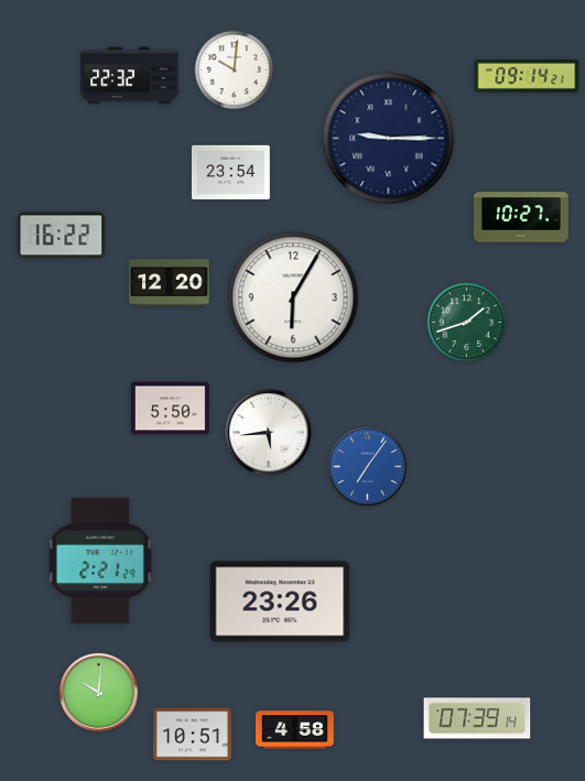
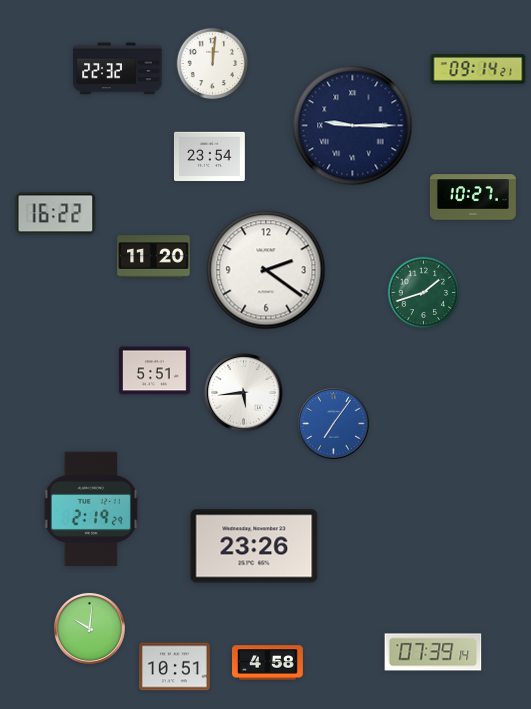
clock at (235, 70): 10:01 -> 12:01
clock at (170, 283): 12:20 -> 11:20
clock at (293, 297): 6:05 -> 2:21
clock at (170, 409): 5:50 -> 5:51
clock at (100, 561): 2:21 -> 2:19
